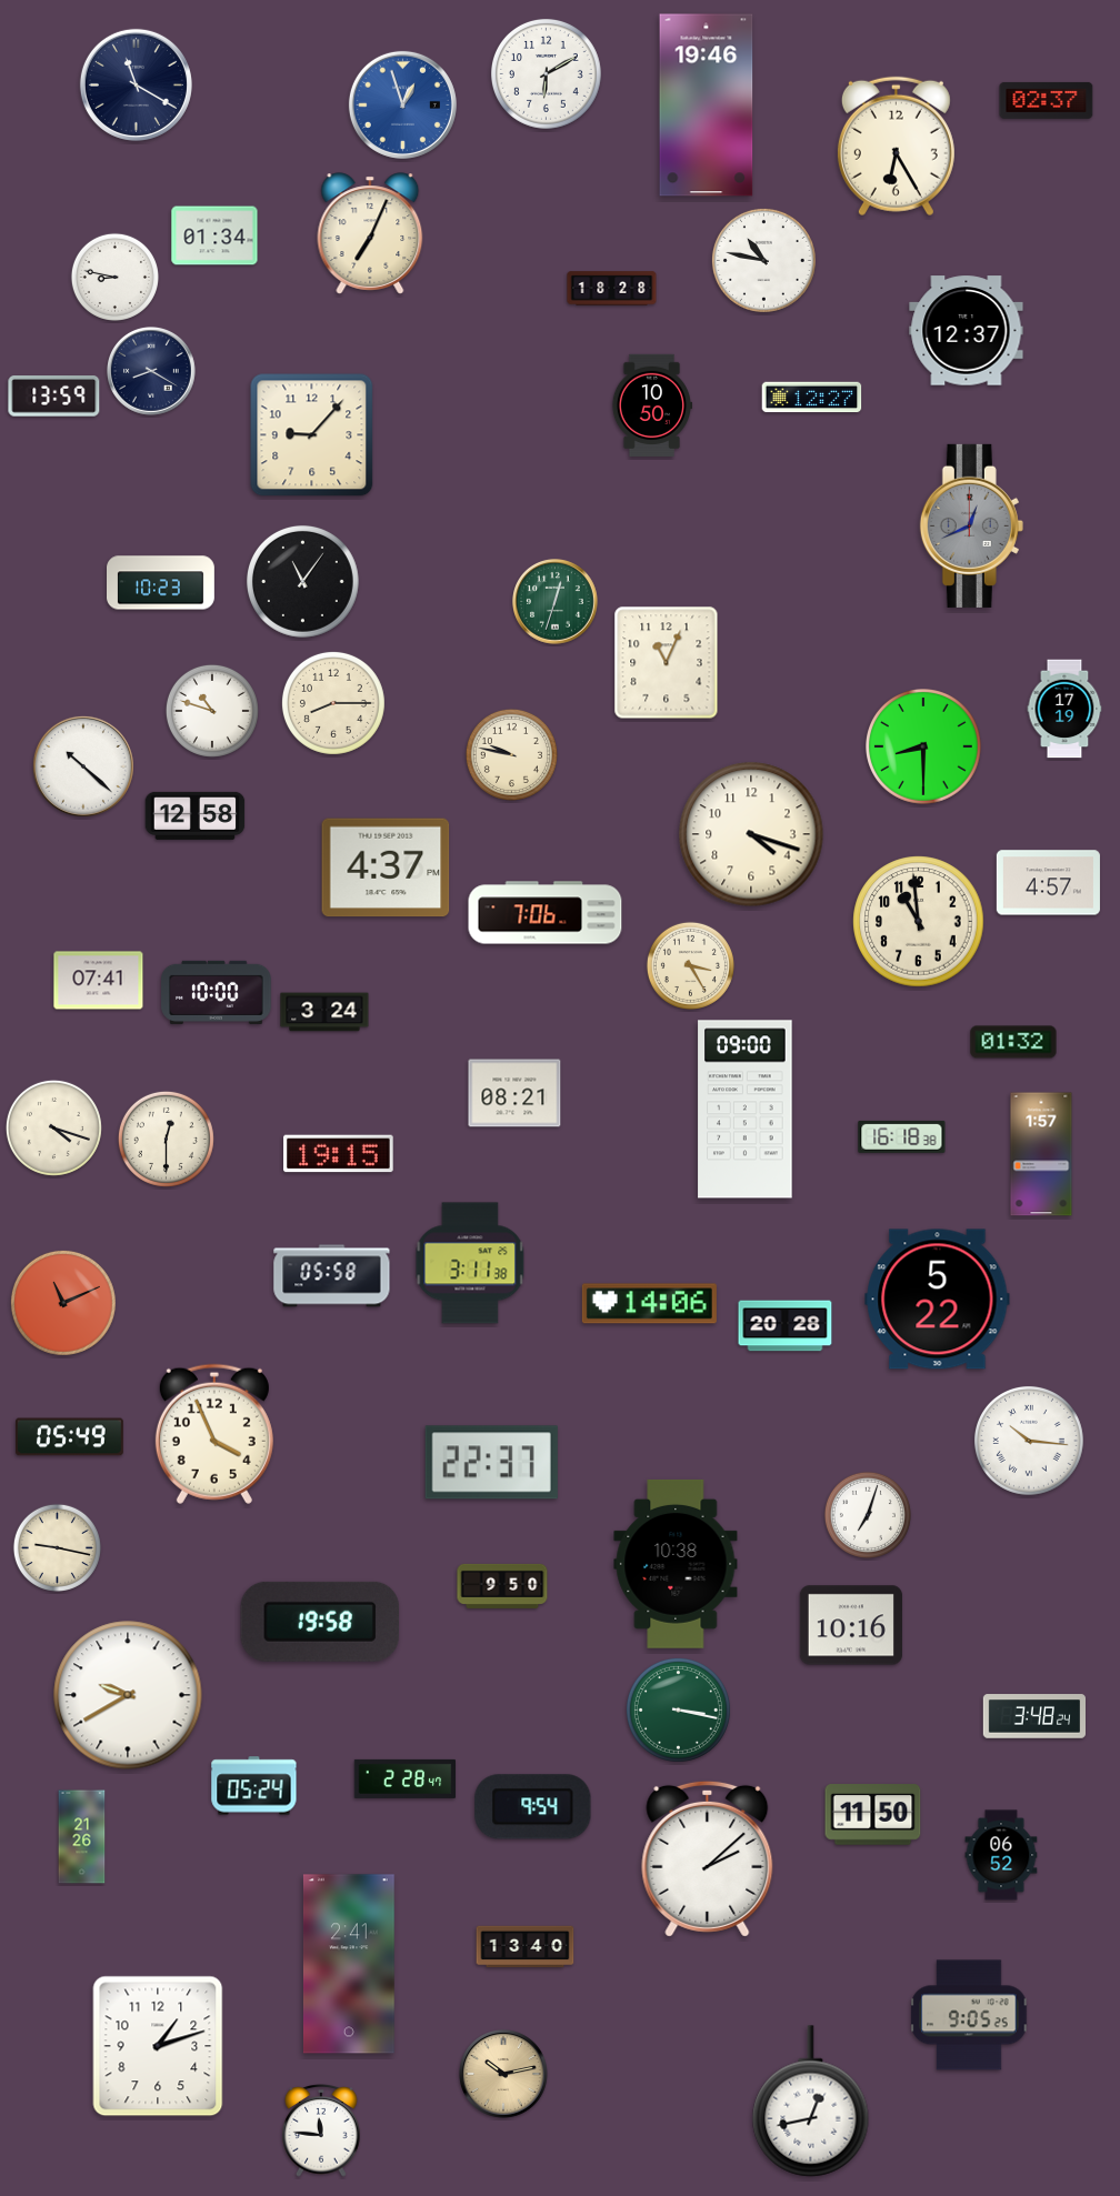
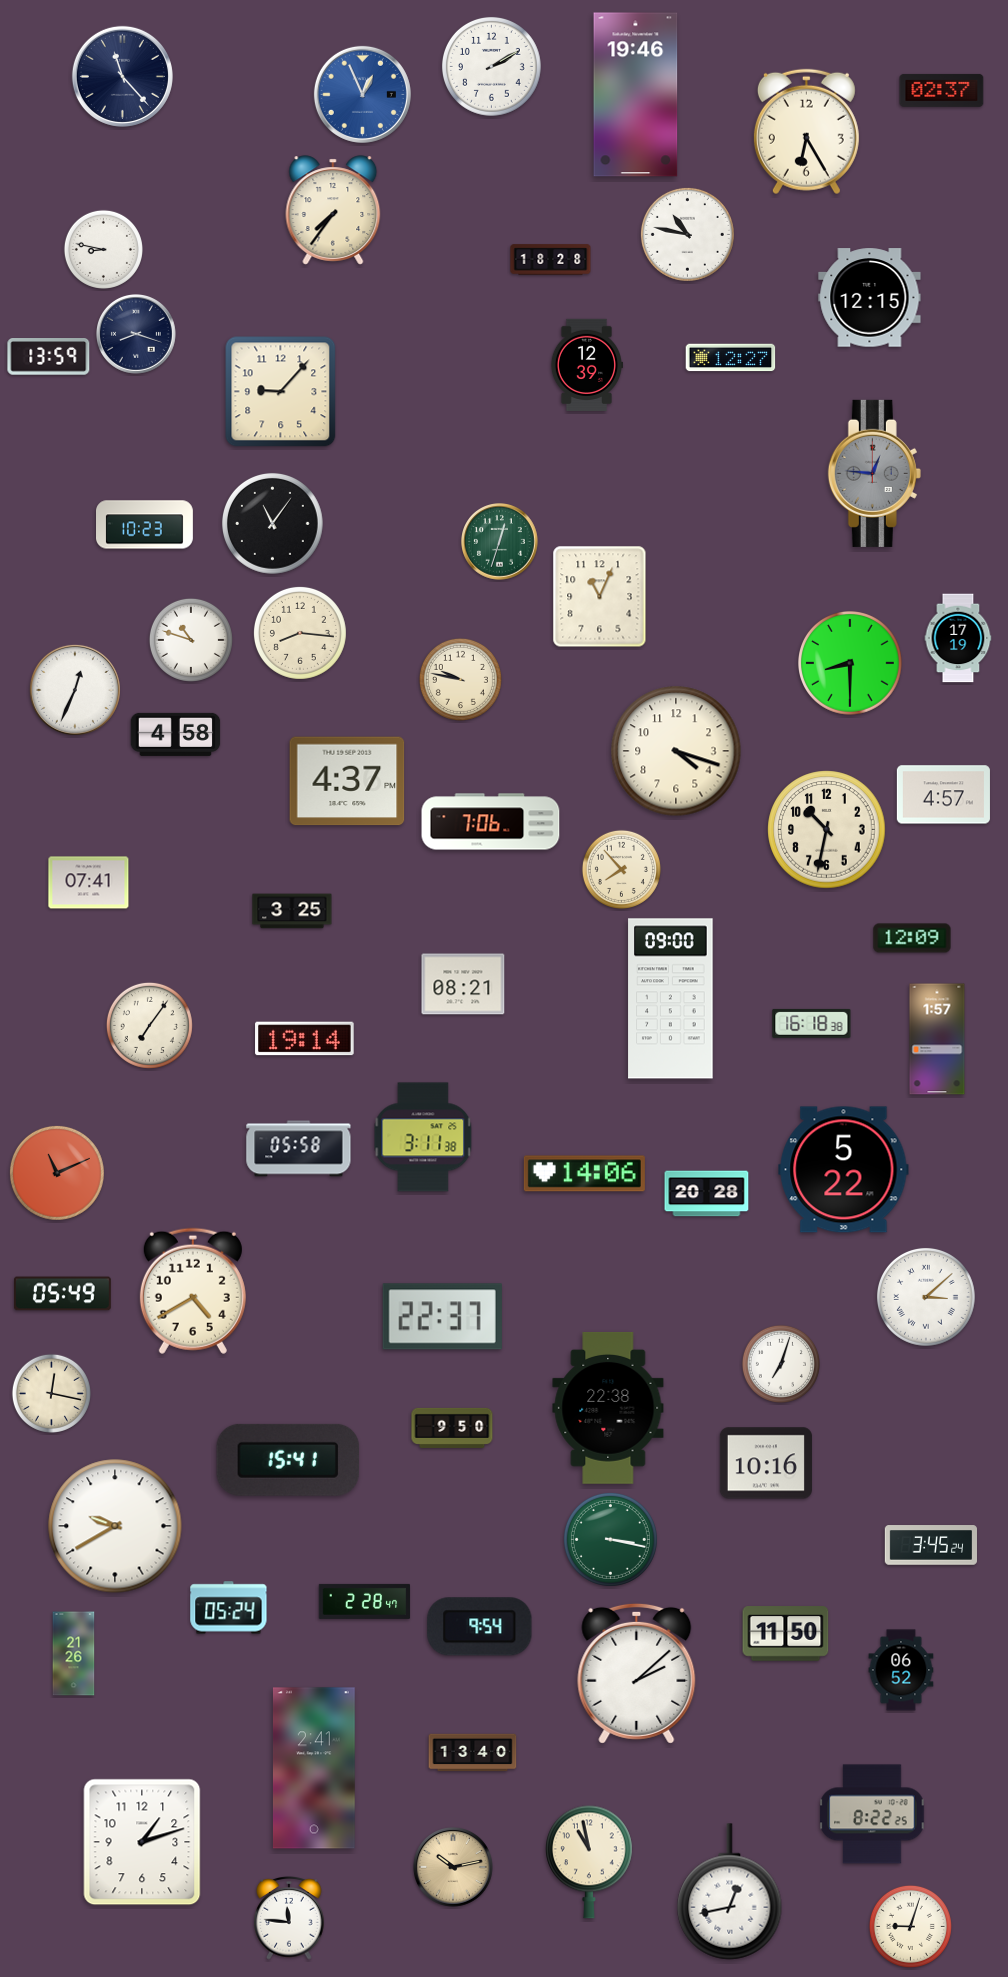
clock at (546, 73): 6:10 -> 2:10
clock at (136, 84): 11:20 -> 11:23
clock at (402, 104): 12:57 -> 12:56
clock at (370, 233): 7:04 -> 7:36
clock at (214, 235): 01:34 -> none
clock at (967, 331): 12:37 -> 12:15
clock at (152, 372): 8:20 -> 8:18
clock at (652, 404): 10:50 -> 12:39
clock at (971, 525): 12:41 -> 12:46
clock at (333, 703): 8:15 -> 8:16
clock at (924, 748) position: (924, 748) -> (851, 664)
clock at (83, 766): 10:22 -> 12:34
clock at (196, 815): 12:58 -> 4:58
clock at (919, 922): 10:59 -> 10:32
clock at (690, 965): 3:25 -> 7:53
clock at (217, 992): 10:00 -> none
clock at (324, 1012): 3:24 -> 3:25
clock at (1013, 1042): 01:32 -> 12:09
clock at (53, 1127): 4:18 -> none
clock at (166, 1139): 12:30 -> 7:06
clock at (339, 1154): 19:15 -> 19:14
clock at (214, 1434): 3:56 -> 4:40
clock at (1029, 1441): 10:16 -> 3:08
clock at (57, 1547): 9:17 -> 12:17
clock at (676, 1564): 10:38 -> 22:38
clock at (320, 1622): 19:58 -> 15:41
clock at (1033, 1716): 3:48 -> 3:45
clock at (969, 2015): 9:05 -> 8:22
clock at (590, 1862): none -> 10:58
clock at (910, 1926): none -> 9:03
